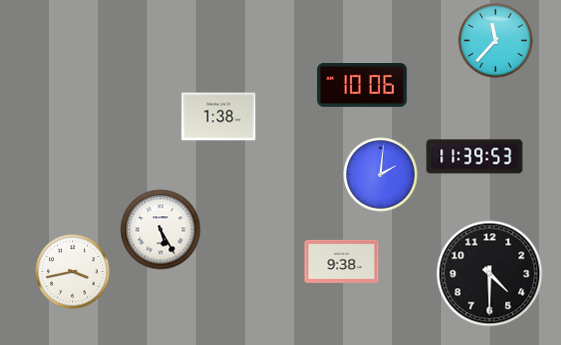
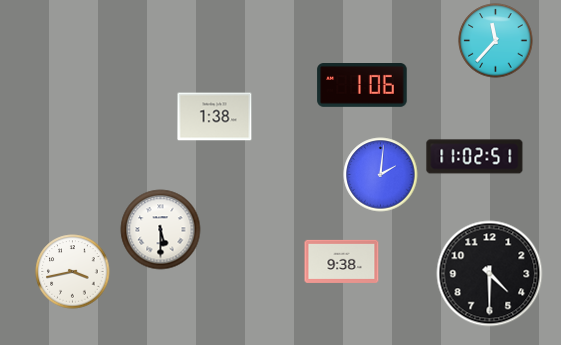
clock at (362, 86): 10:06 -> 1:06
clock at (219, 117) position: (219, 117) -> (215, 117)
clock at (475, 157): 11:39 -> 11:02
clock at (161, 230): 5:25 -> 5:30
